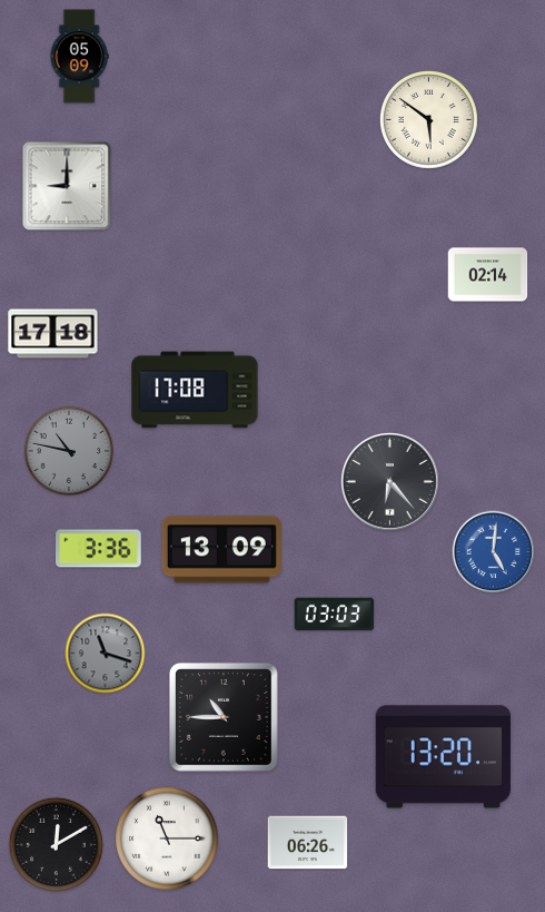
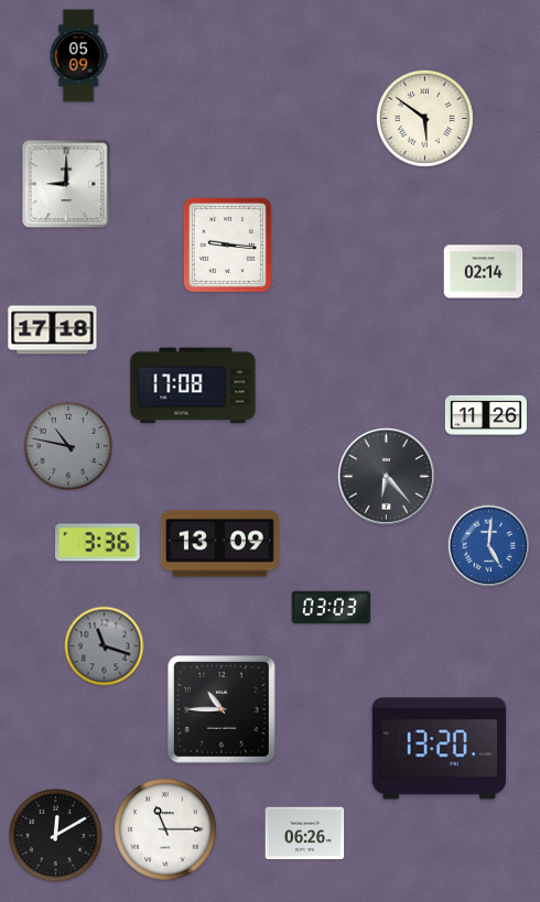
clock at (227, 244): none -> 9:16
clock at (486, 415): none -> 11:26
